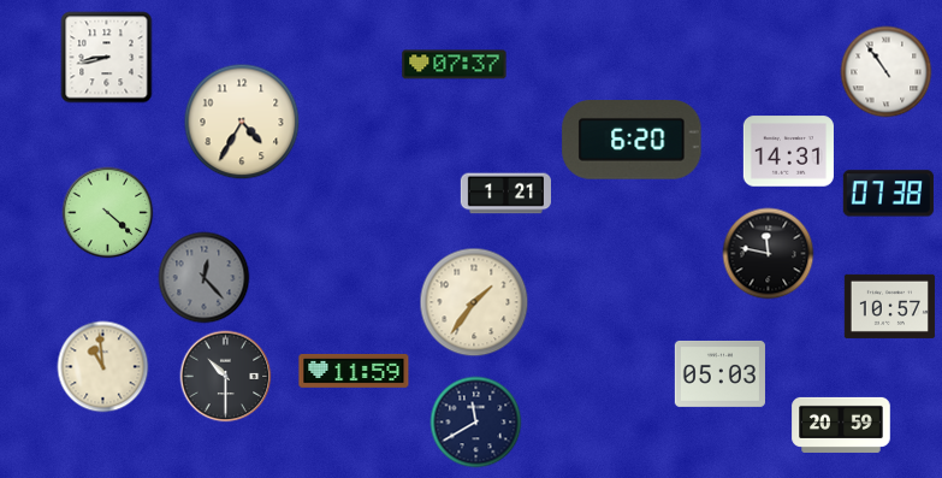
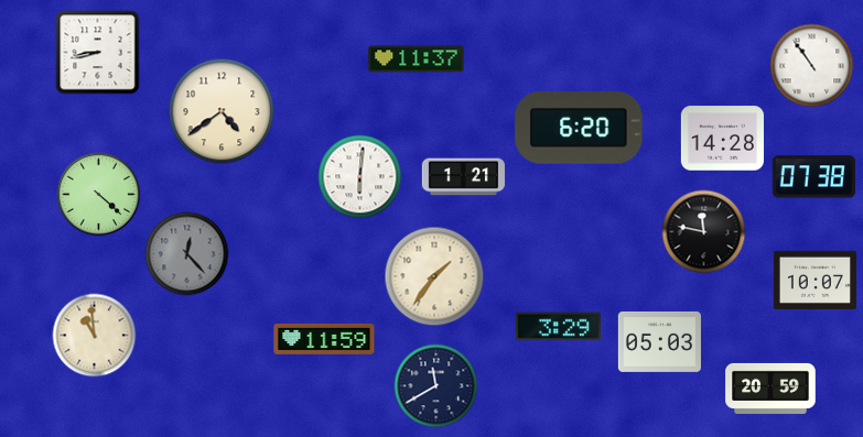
clock at (455, 65): 07:37 -> 11:37
clock at (242, 122): 4:35 -> 4:39
clock at (788, 152): 14:31 -> 14:28
clock at (360, 177): none -> 6:01
clock at (889, 306): 10:57 -> 10:07
clock at (558, 327): none -> 3:29
clock at (226, 377): 10:30 -> none
